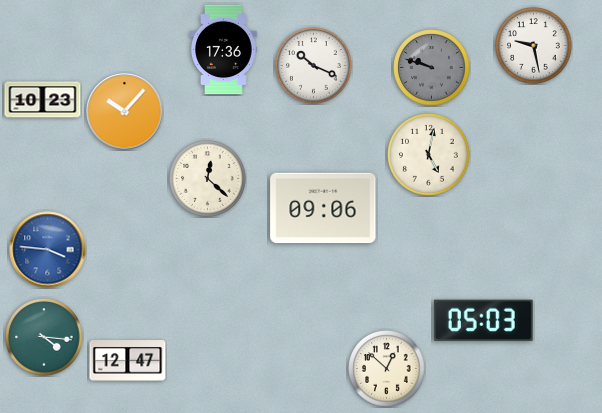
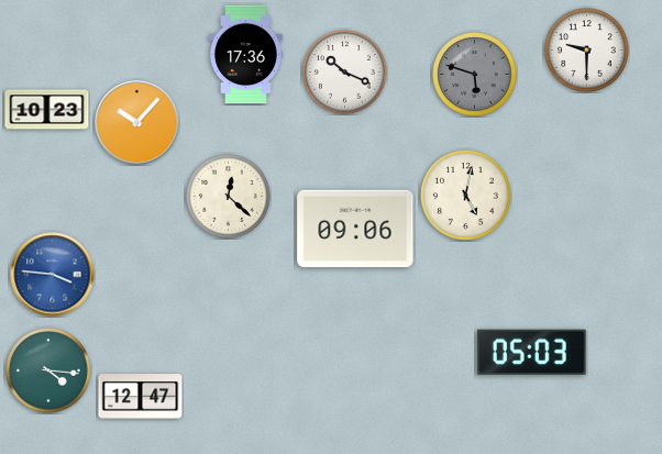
clock at (534, 46): 9:28 -> 9:30
clock at (432, 68): 9:48 -> 5:48
clock at (429, 155) position: (429, 155) -> (466, 196)
clock at (387, 369): 12:52 -> none
